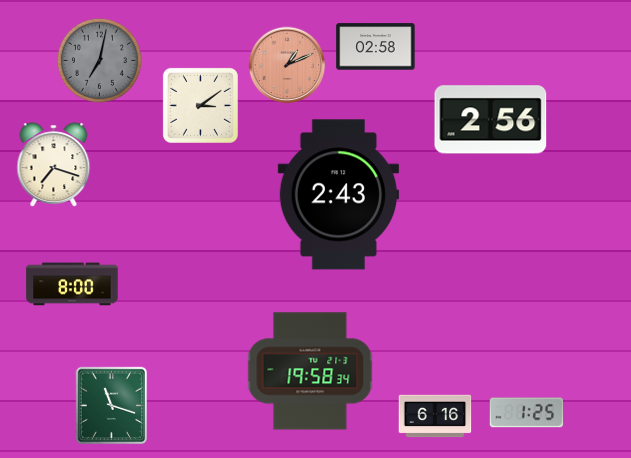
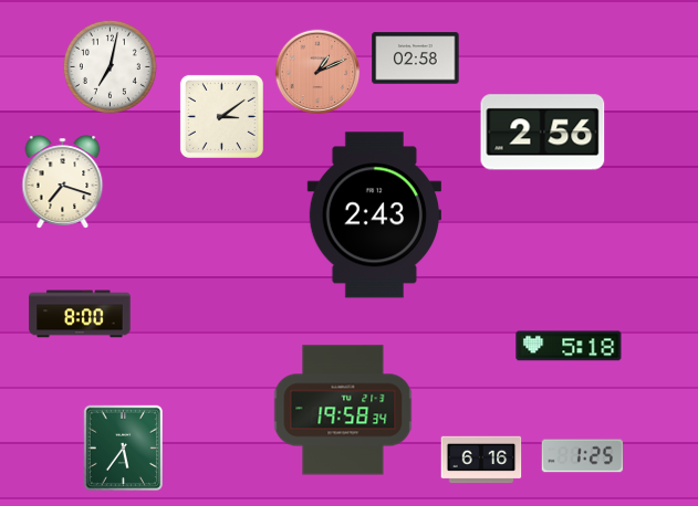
clock at (376, 47) position: (376, 47) -> (416, 59)
clock at (99, 60) dial: grey -> white
clock at (54, 165) position: (54, 165) -> (63, 182)
clock at (569, 346): none -> 5:18
clock at (112, 406): 11:18 -> 5:36
